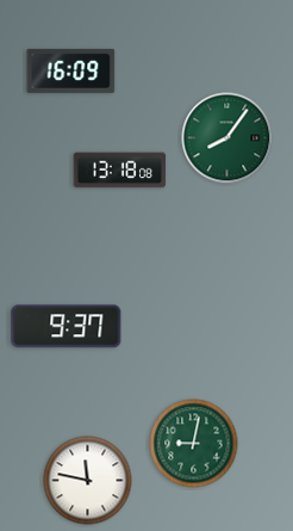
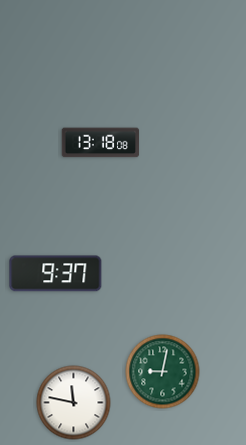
clock at (71, 70): 16:09 -> none
clock at (227, 138): 8:06 -> none
